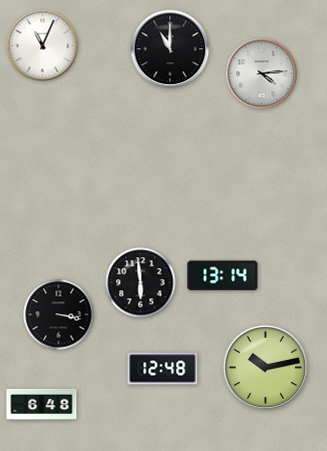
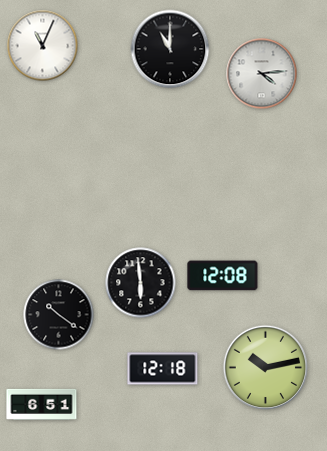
clock at (223, 276): 13:14 -> 12:08
clock at (59, 315): 3:17 -> 10:21
clock at (163, 369): 12:48 -> 12:18
clock at (42, 404): 6:48 -> 6:51
